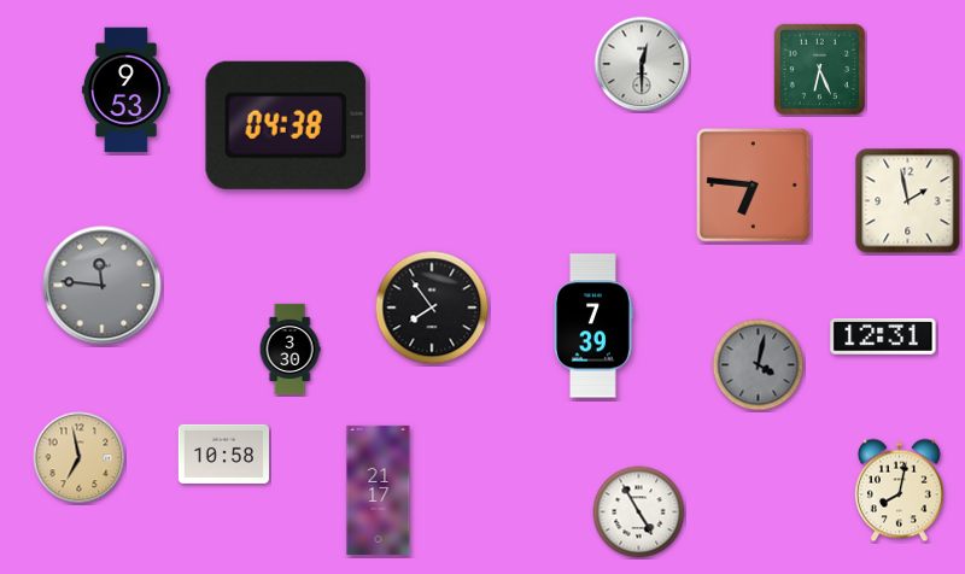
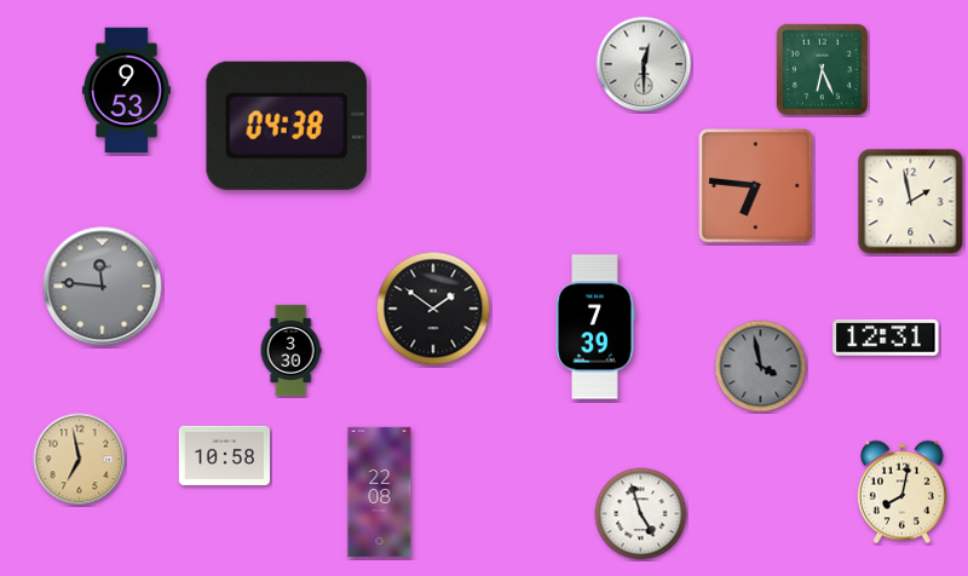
clock at (432, 307): 7:54 -> 1:51
clock at (759, 365): 4:02 -> 3:58
clock at (379, 490): 21:17 -> 22:08
clock at (639, 512): 4:55 -> 4:57
